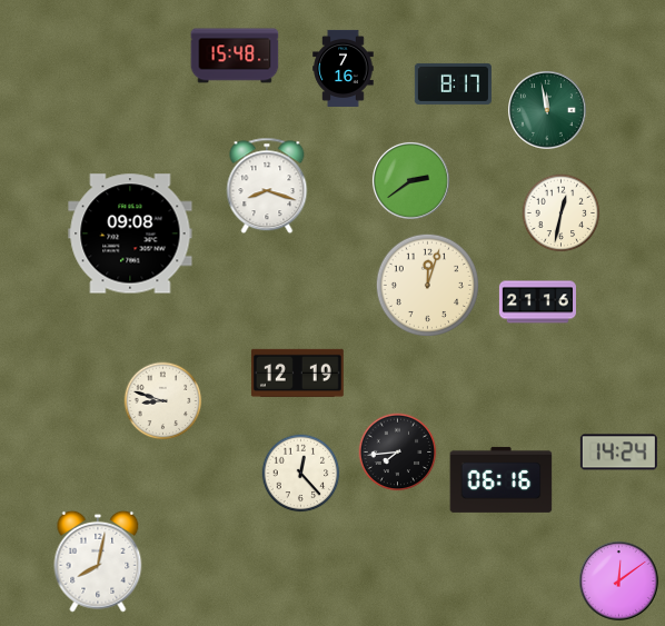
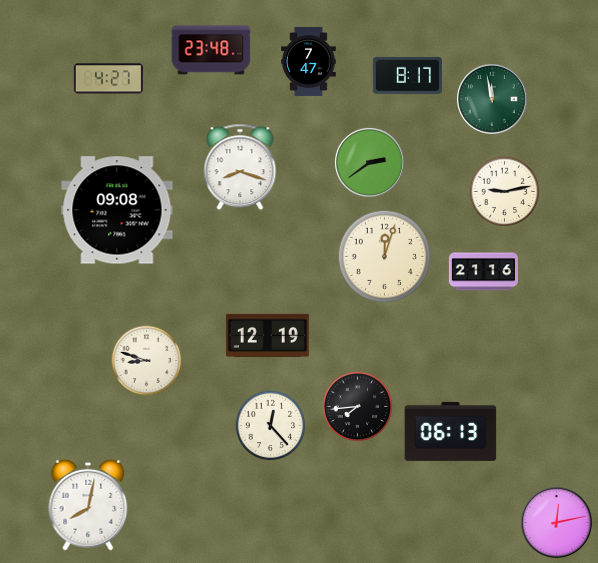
clock at (235, 56): 15:48 -> 23:48
clock at (344, 68): 7:16 -> 7:47
clock at (108, 79): none -> 4:27
clock at (562, 213): 12:32 -> 9:13
clock at (618, 453): 14:24 -> none
clock at (502, 479): 06:16 -> 06:13
clock at (619, 582): 12:09 -> 12:13
